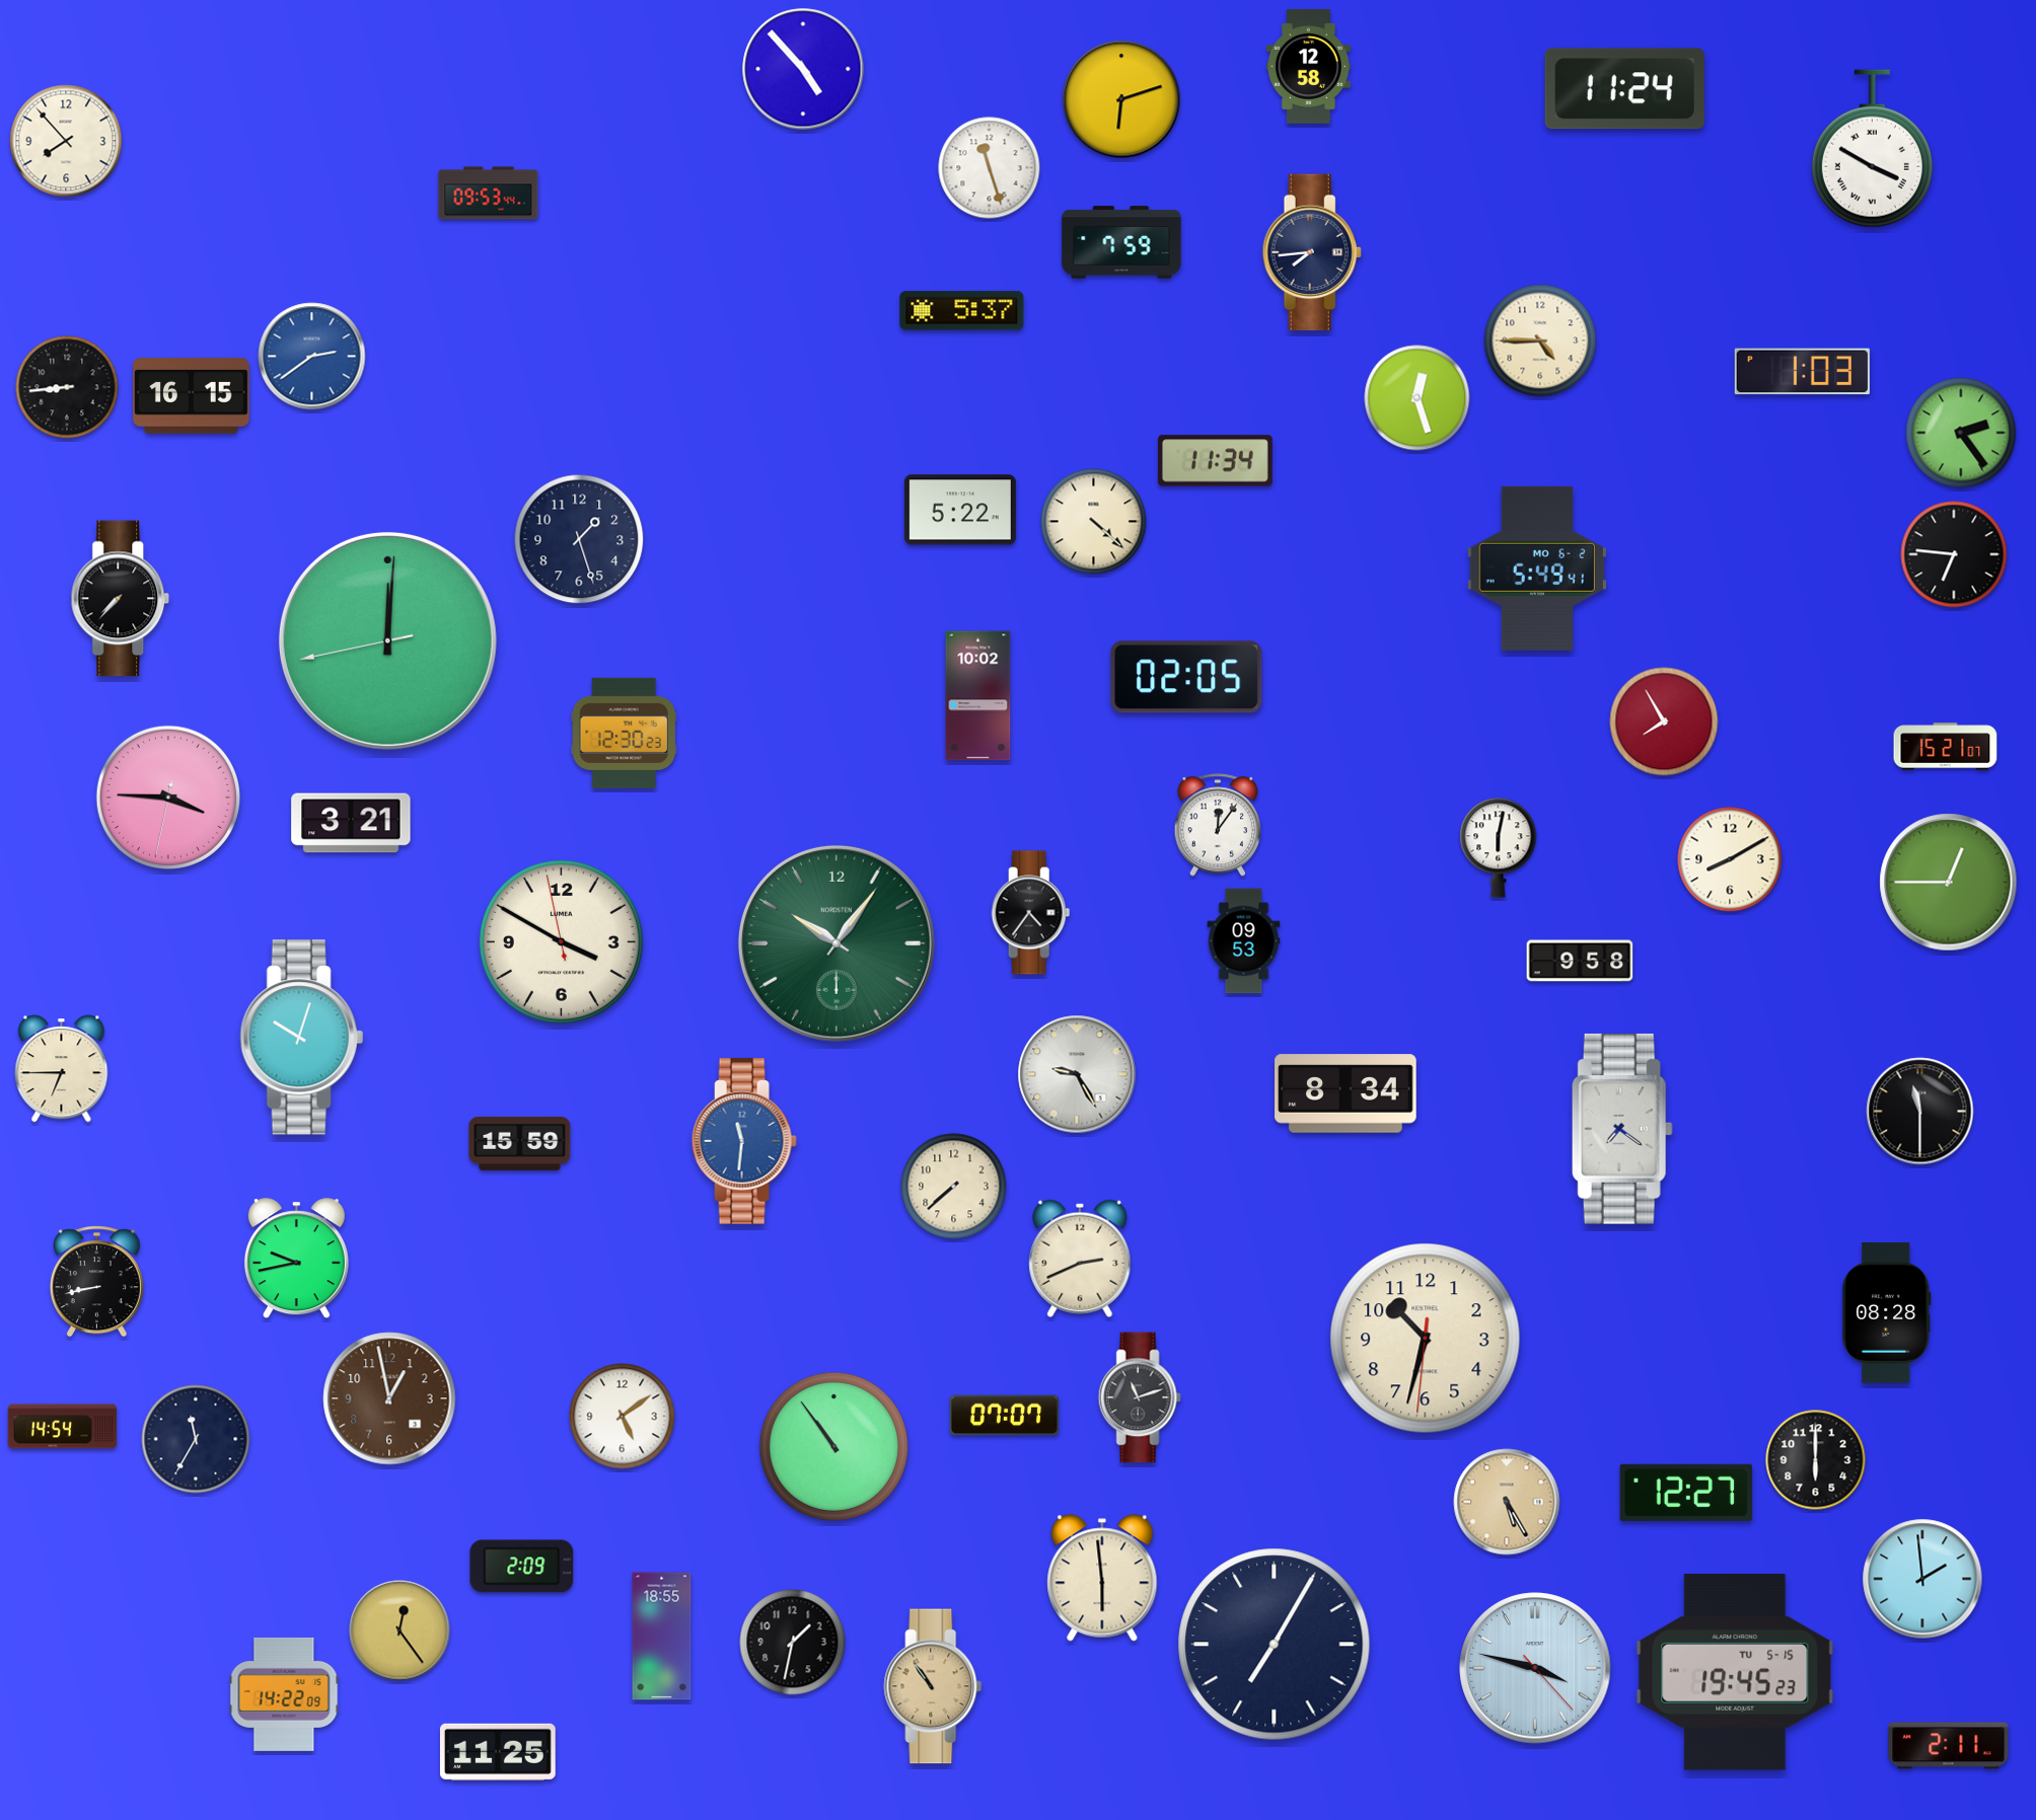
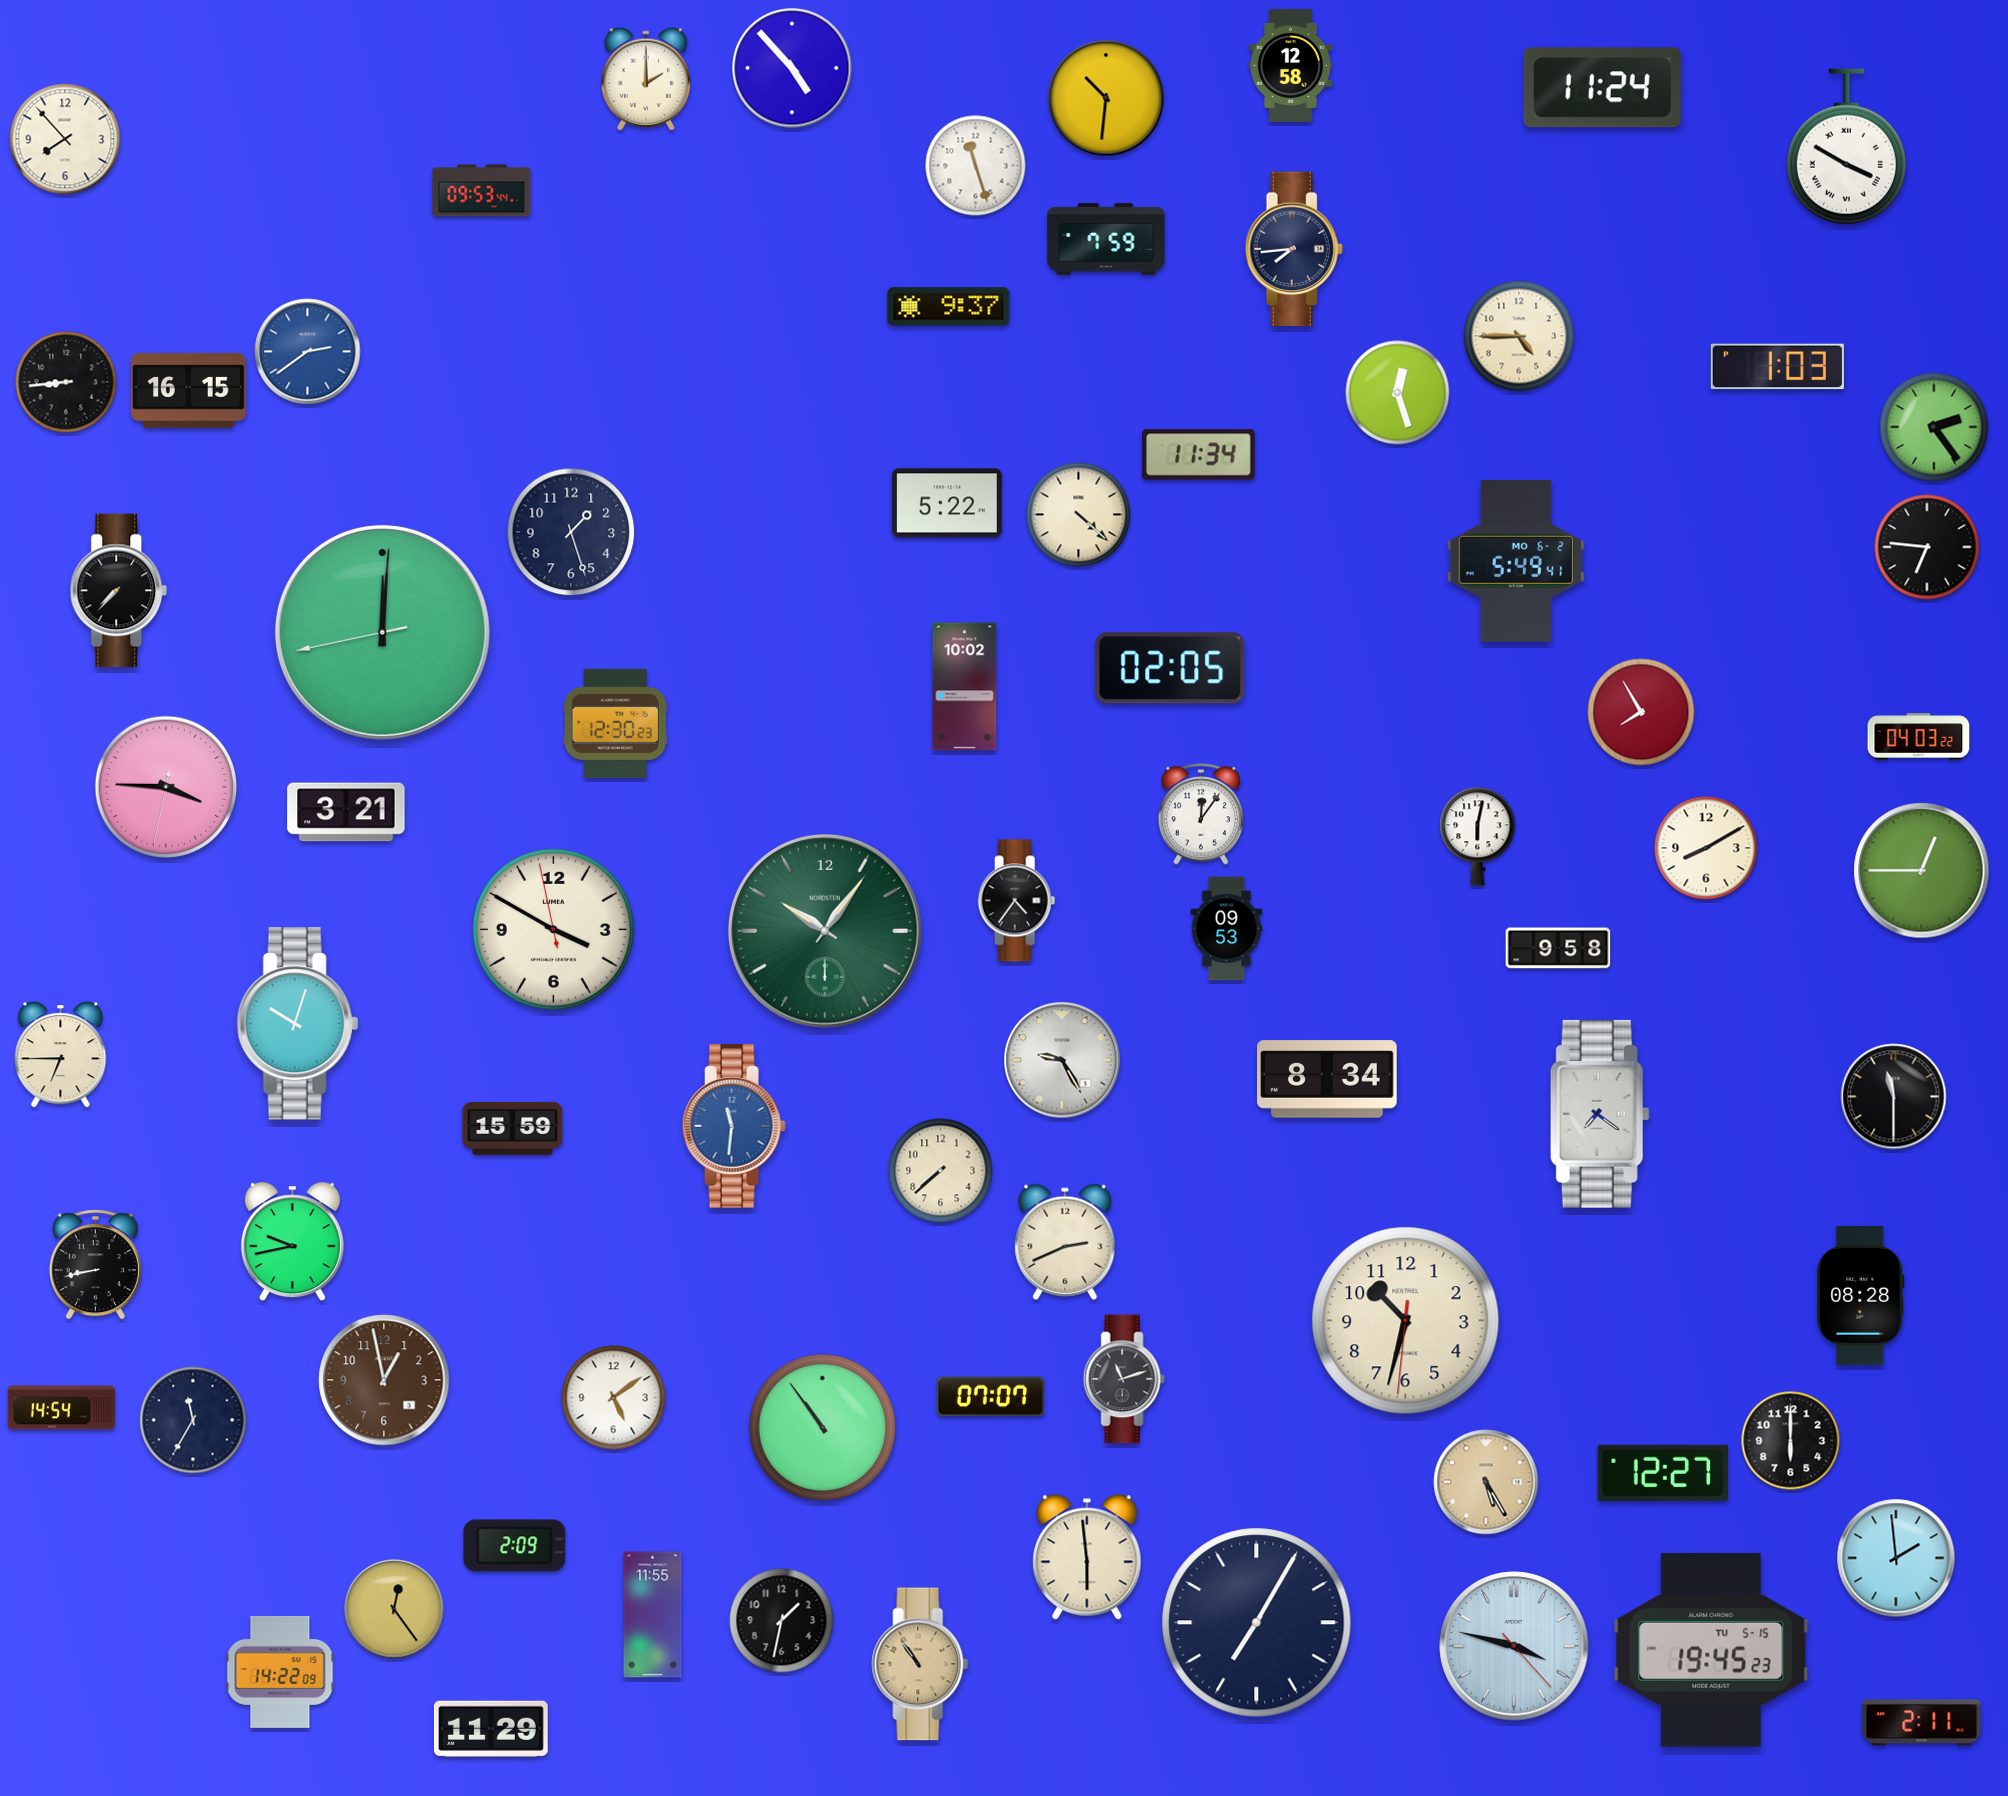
clock at (645, 79): none -> 2:00
clock at (1121, 99): 6:12 -> 10:31
clock at (962, 311): 5:37 -> 9:37
clock at (1946, 747): 15:21 -> 04:03
clock at (662, 1637): 18:55 -> 11:55
clock at (498, 1751): 11:25 -> 11:29
